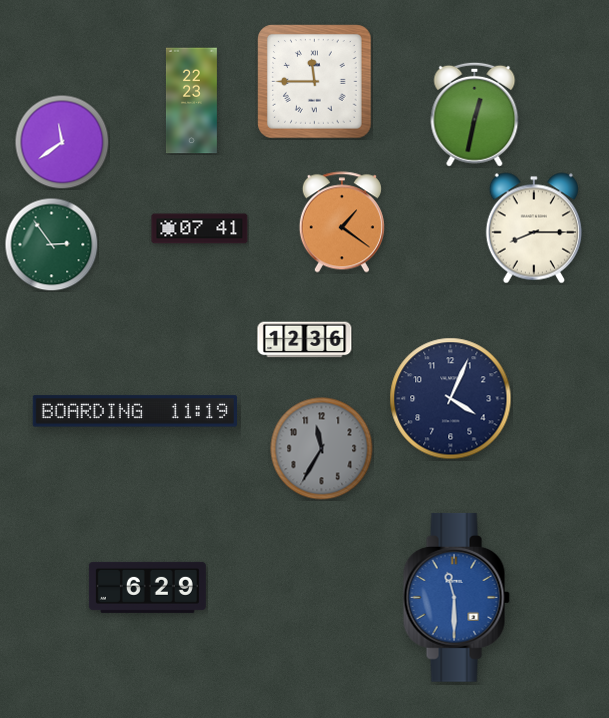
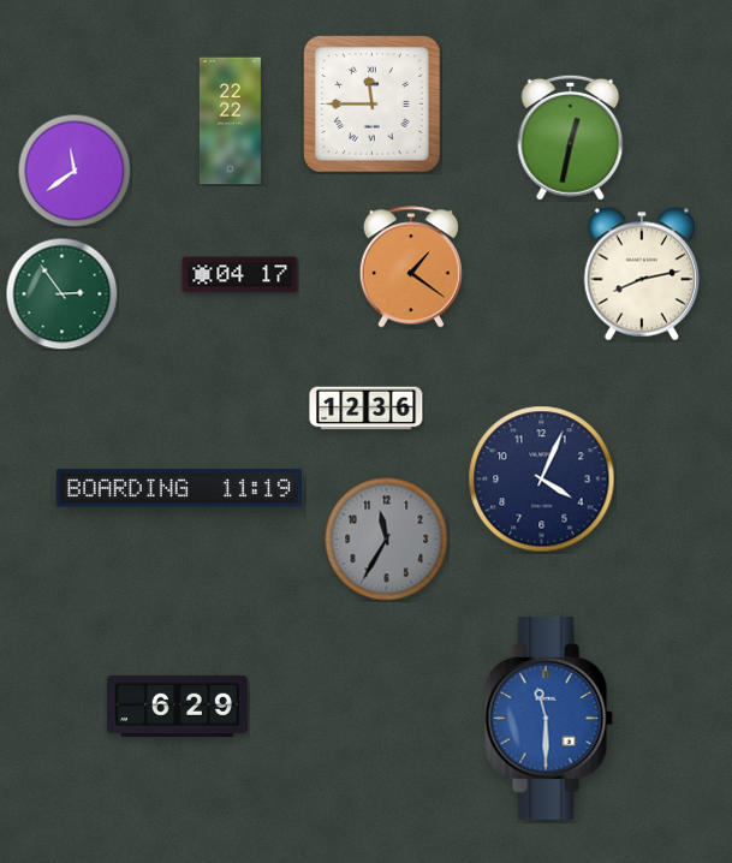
clock at (315, 82) position: (315, 82) -> (373, 105)
clock at (191, 101): 22:23 -> 22:22
clock at (534, 228): 8:15 -> 8:13
clock at (200, 229): 07:41 -> 04:17
clock at (135, 411) position: (135, 411) -> (179, 488)
